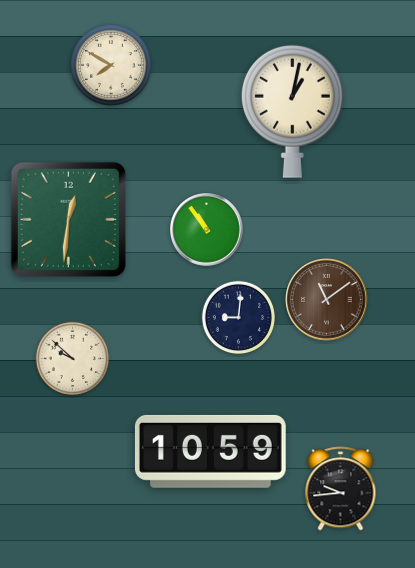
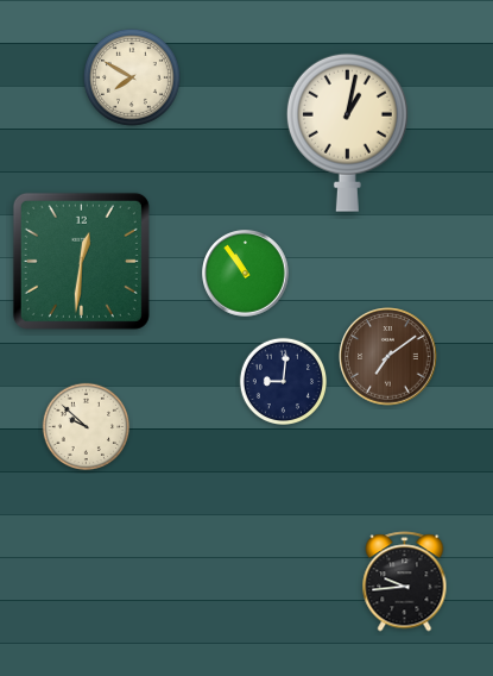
clock at (327, 300): 11:09 -> 7:09
clock at (238, 317) position: (238, 317) -> (283, 381)
clock at (210, 451): 10:59 -> none
